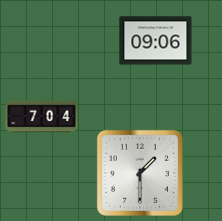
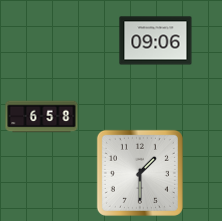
clock at (42, 117): 7:04 -> 6:58
